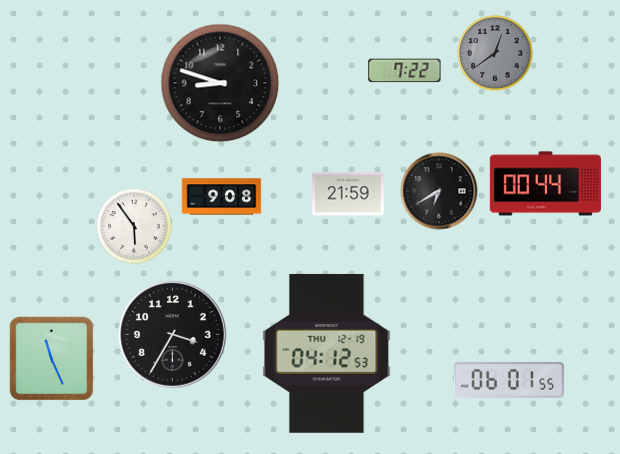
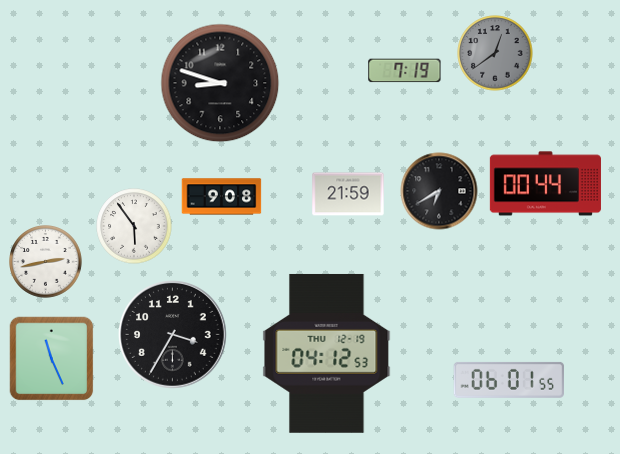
clock at (405, 71): 7:22 -> 7:19
clock at (46, 262): none -> 2:43
